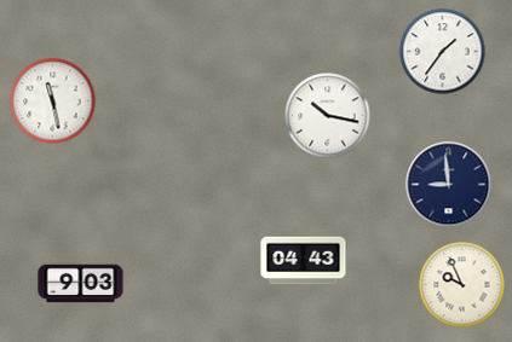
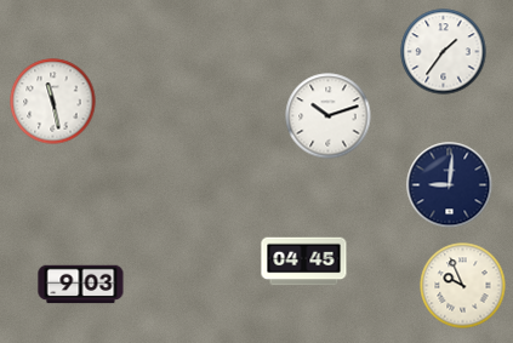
clock at (328, 116): 10:17 -> 10:12
clock at (449, 185): 8:59 -> 9:01
clock at (304, 261): 04:43 -> 04:45
